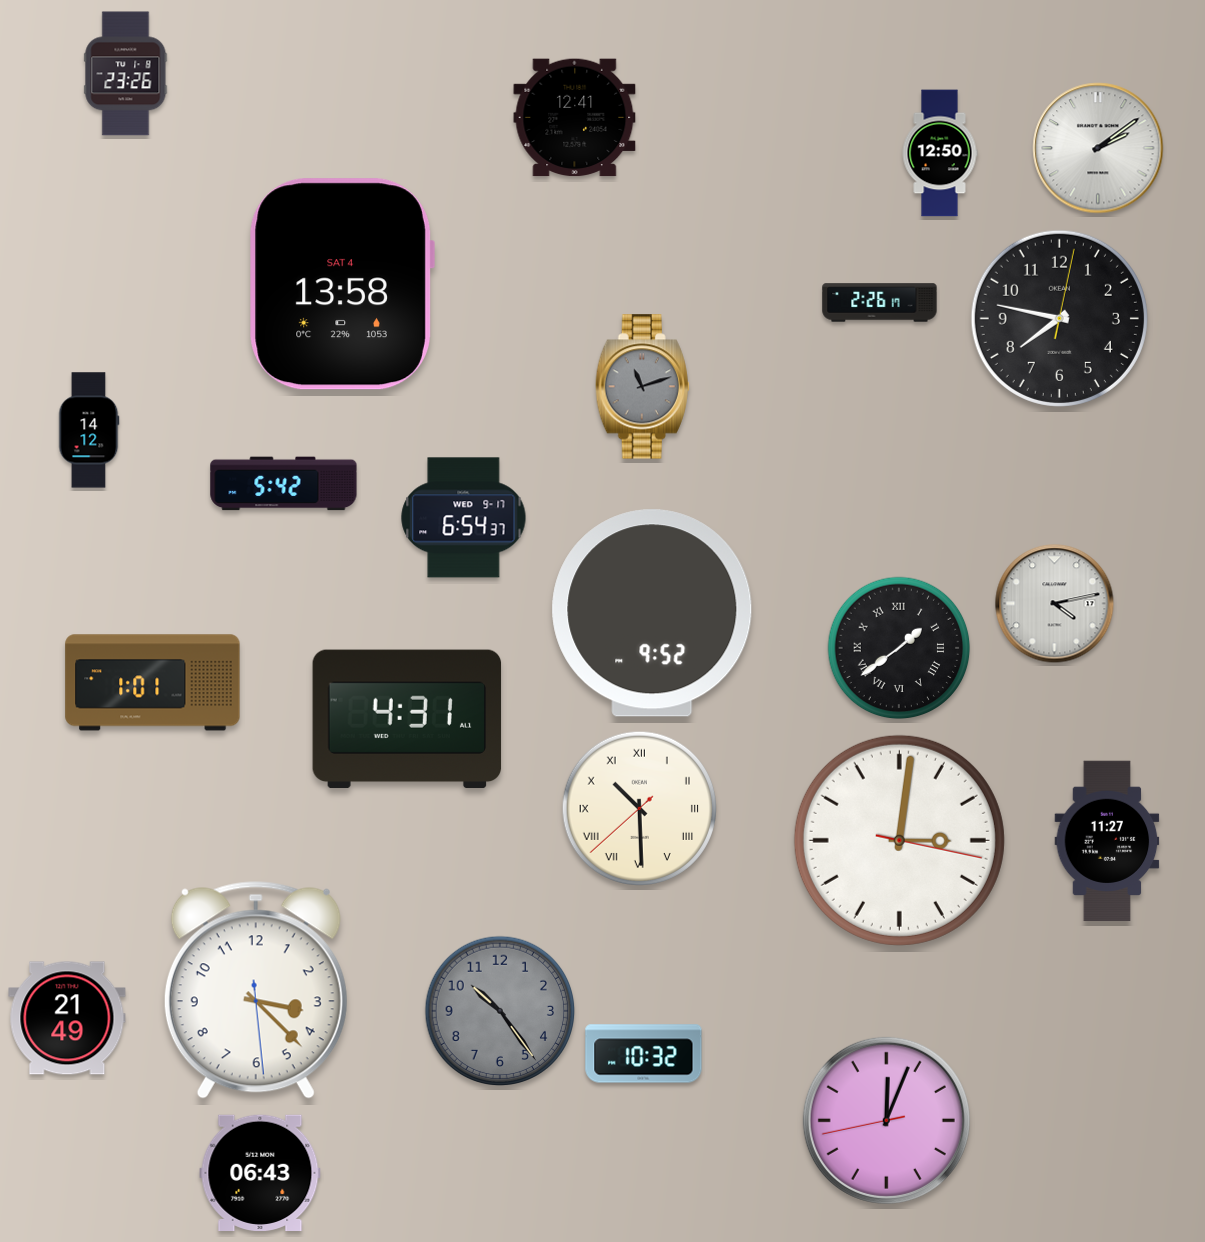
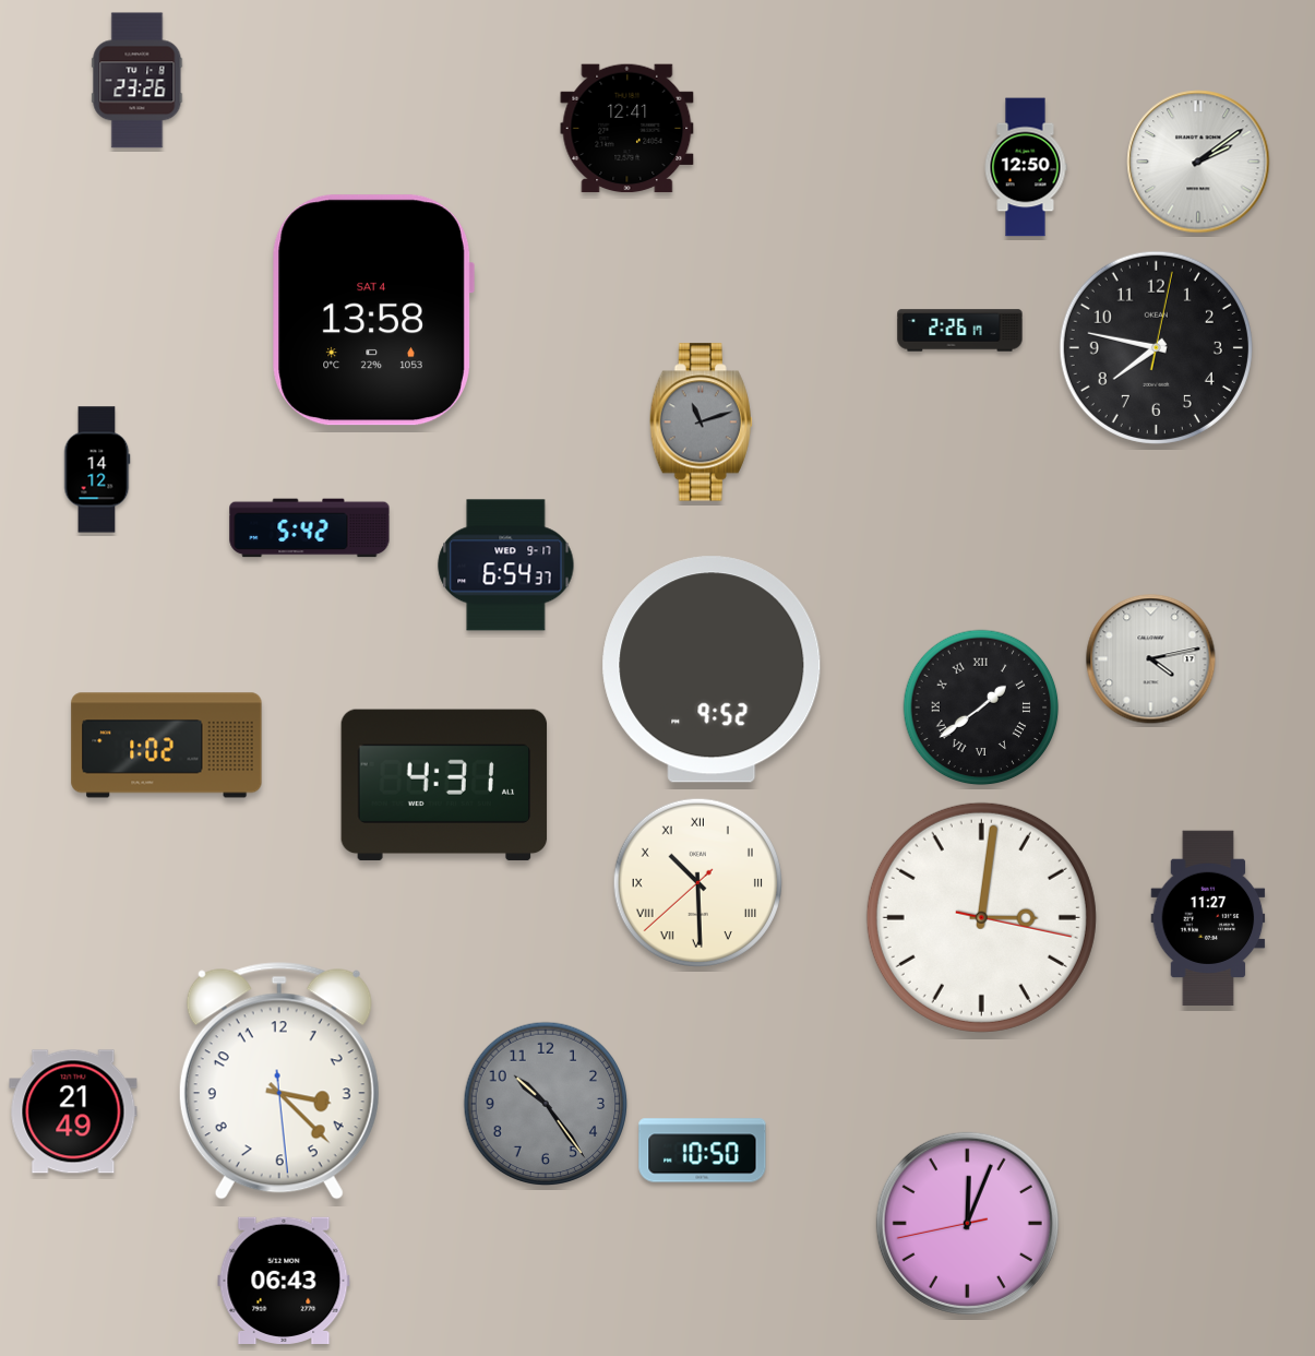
clock at (153, 683): 1:01 -> 1:02
clock at (644, 1054): 10:32 -> 10:50
